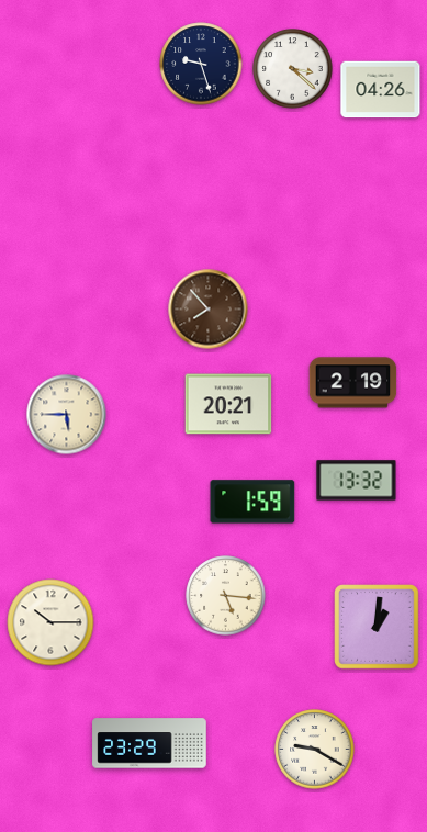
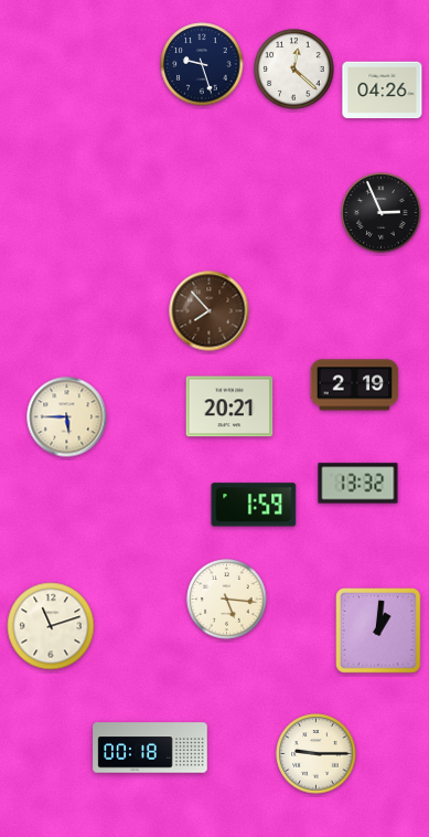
clock at (293, 69): 3:22 -> 12:22
clock at (382, 213): none -> 2:56
clock at (50, 622): 10:15 -> 11:12
clock at (149, 743): 23:29 -> 00:18
clock at (315, 750): 9:20 -> 9:15
